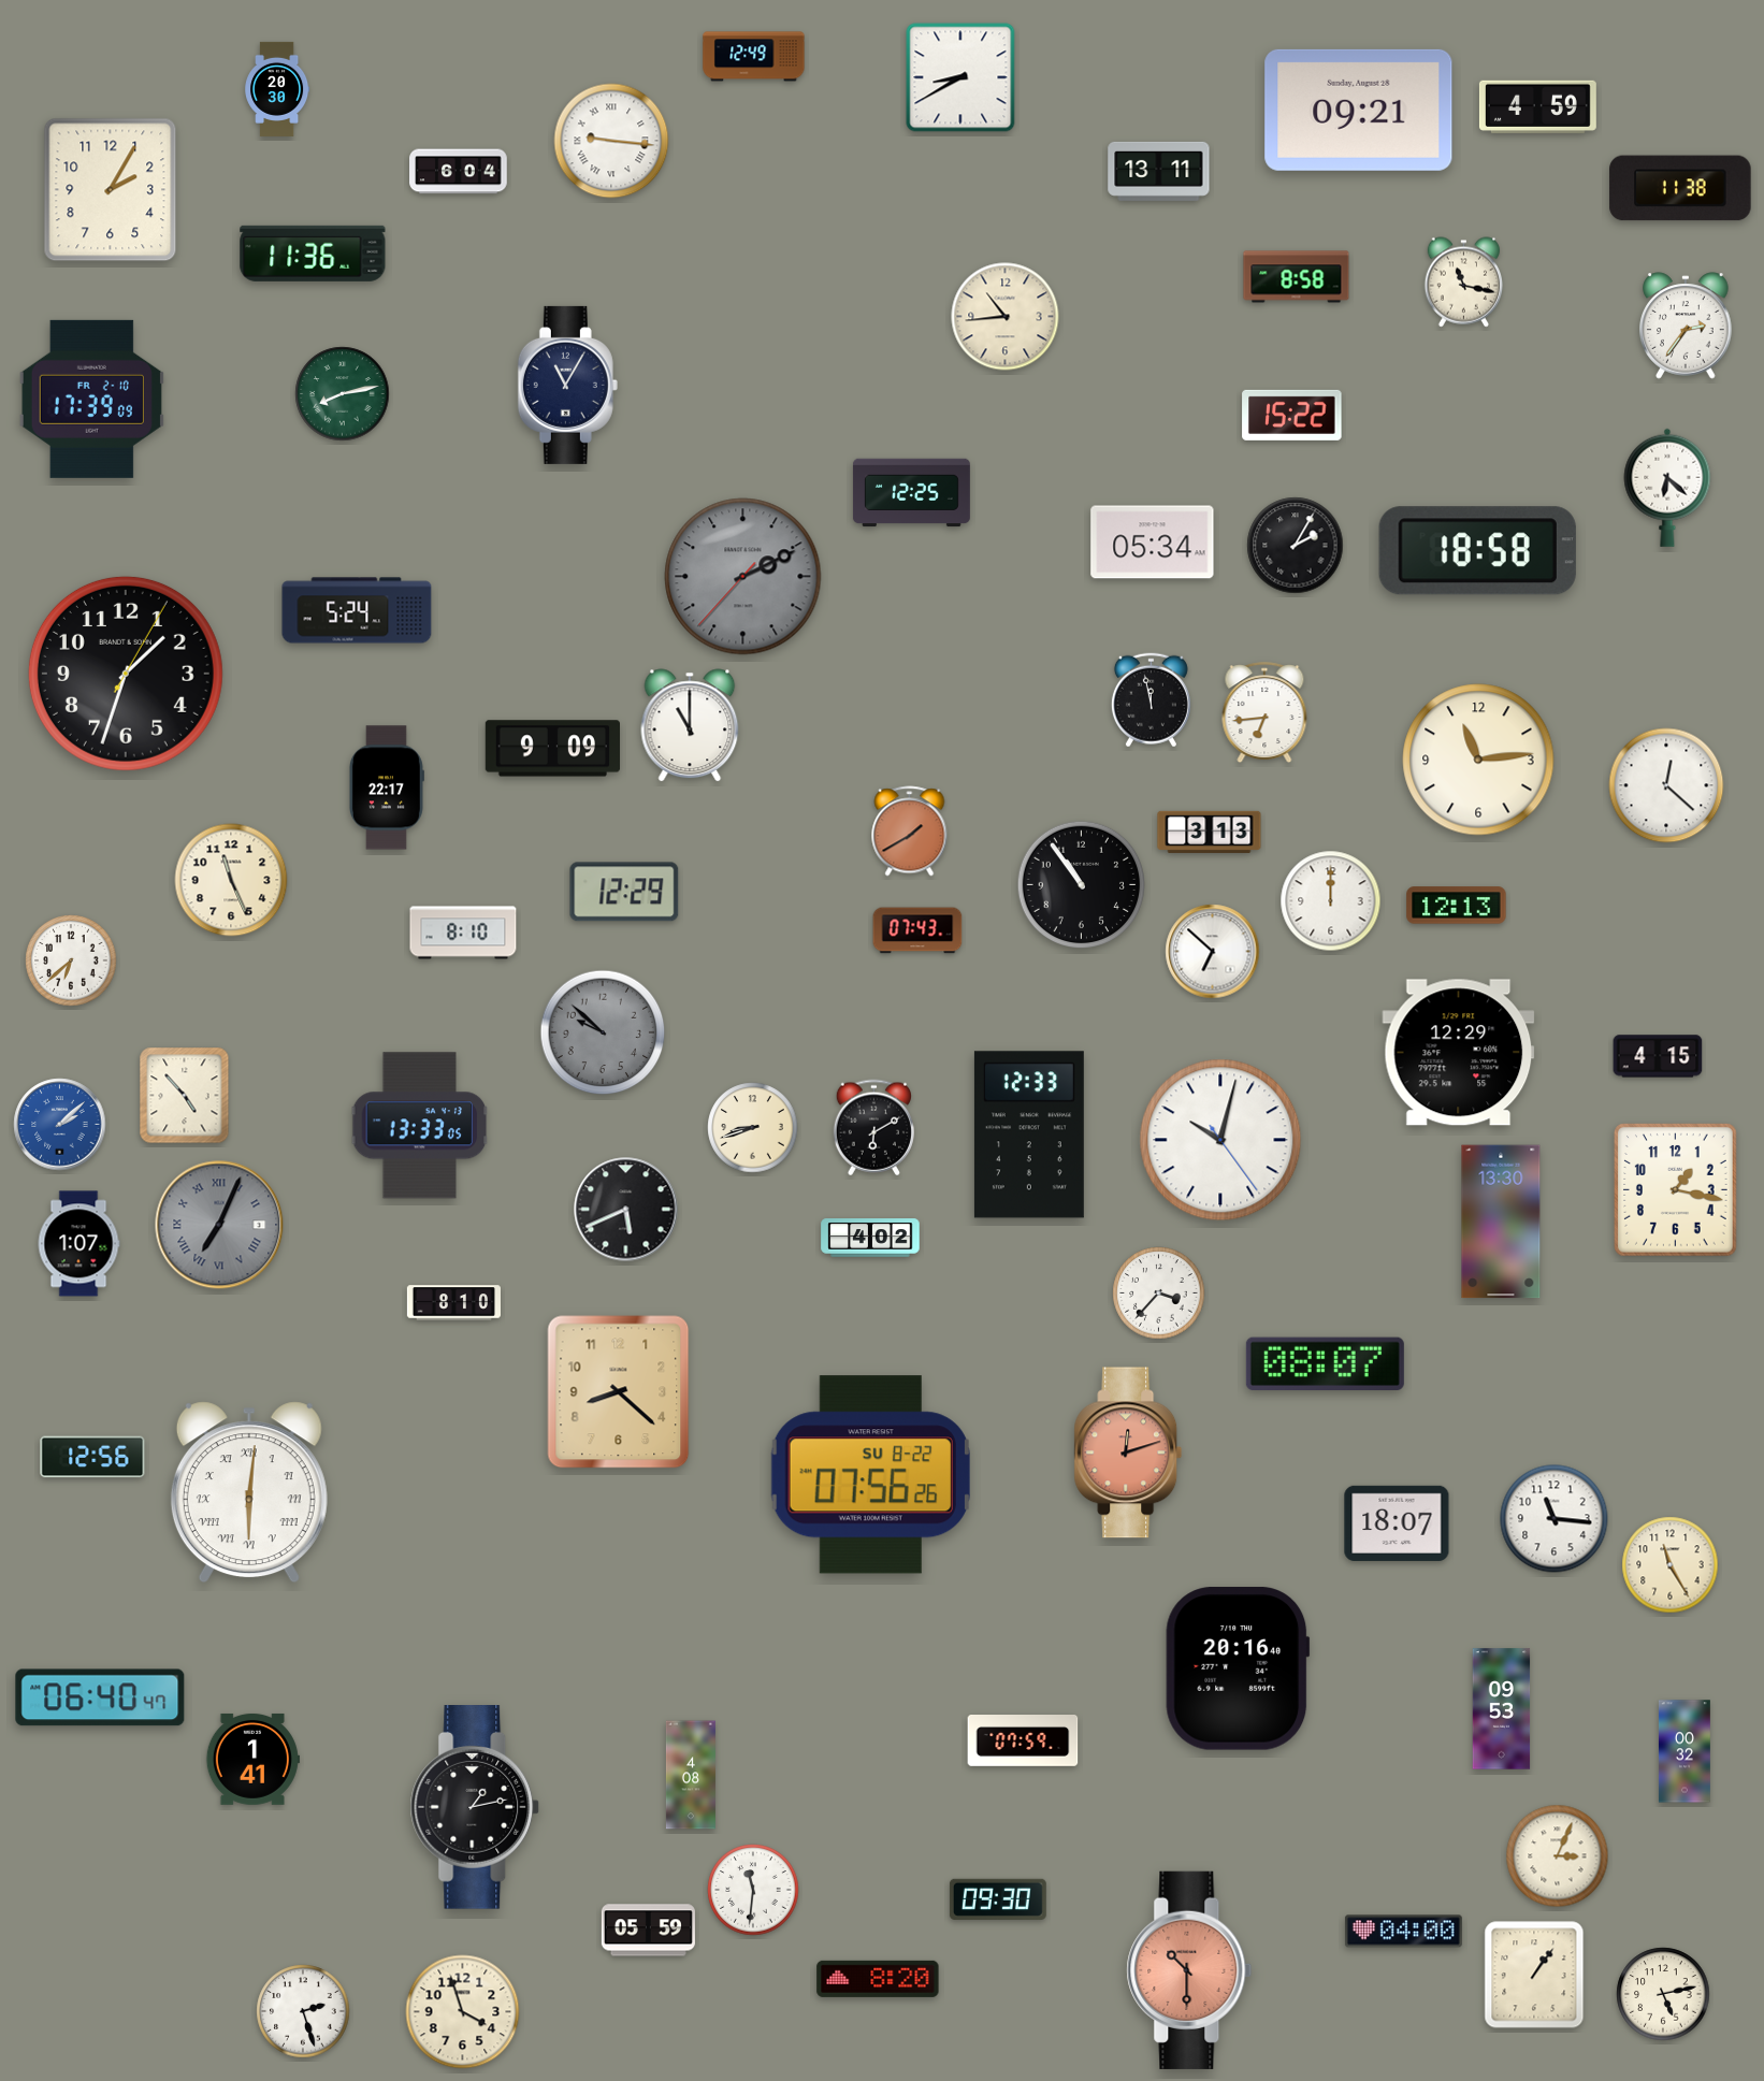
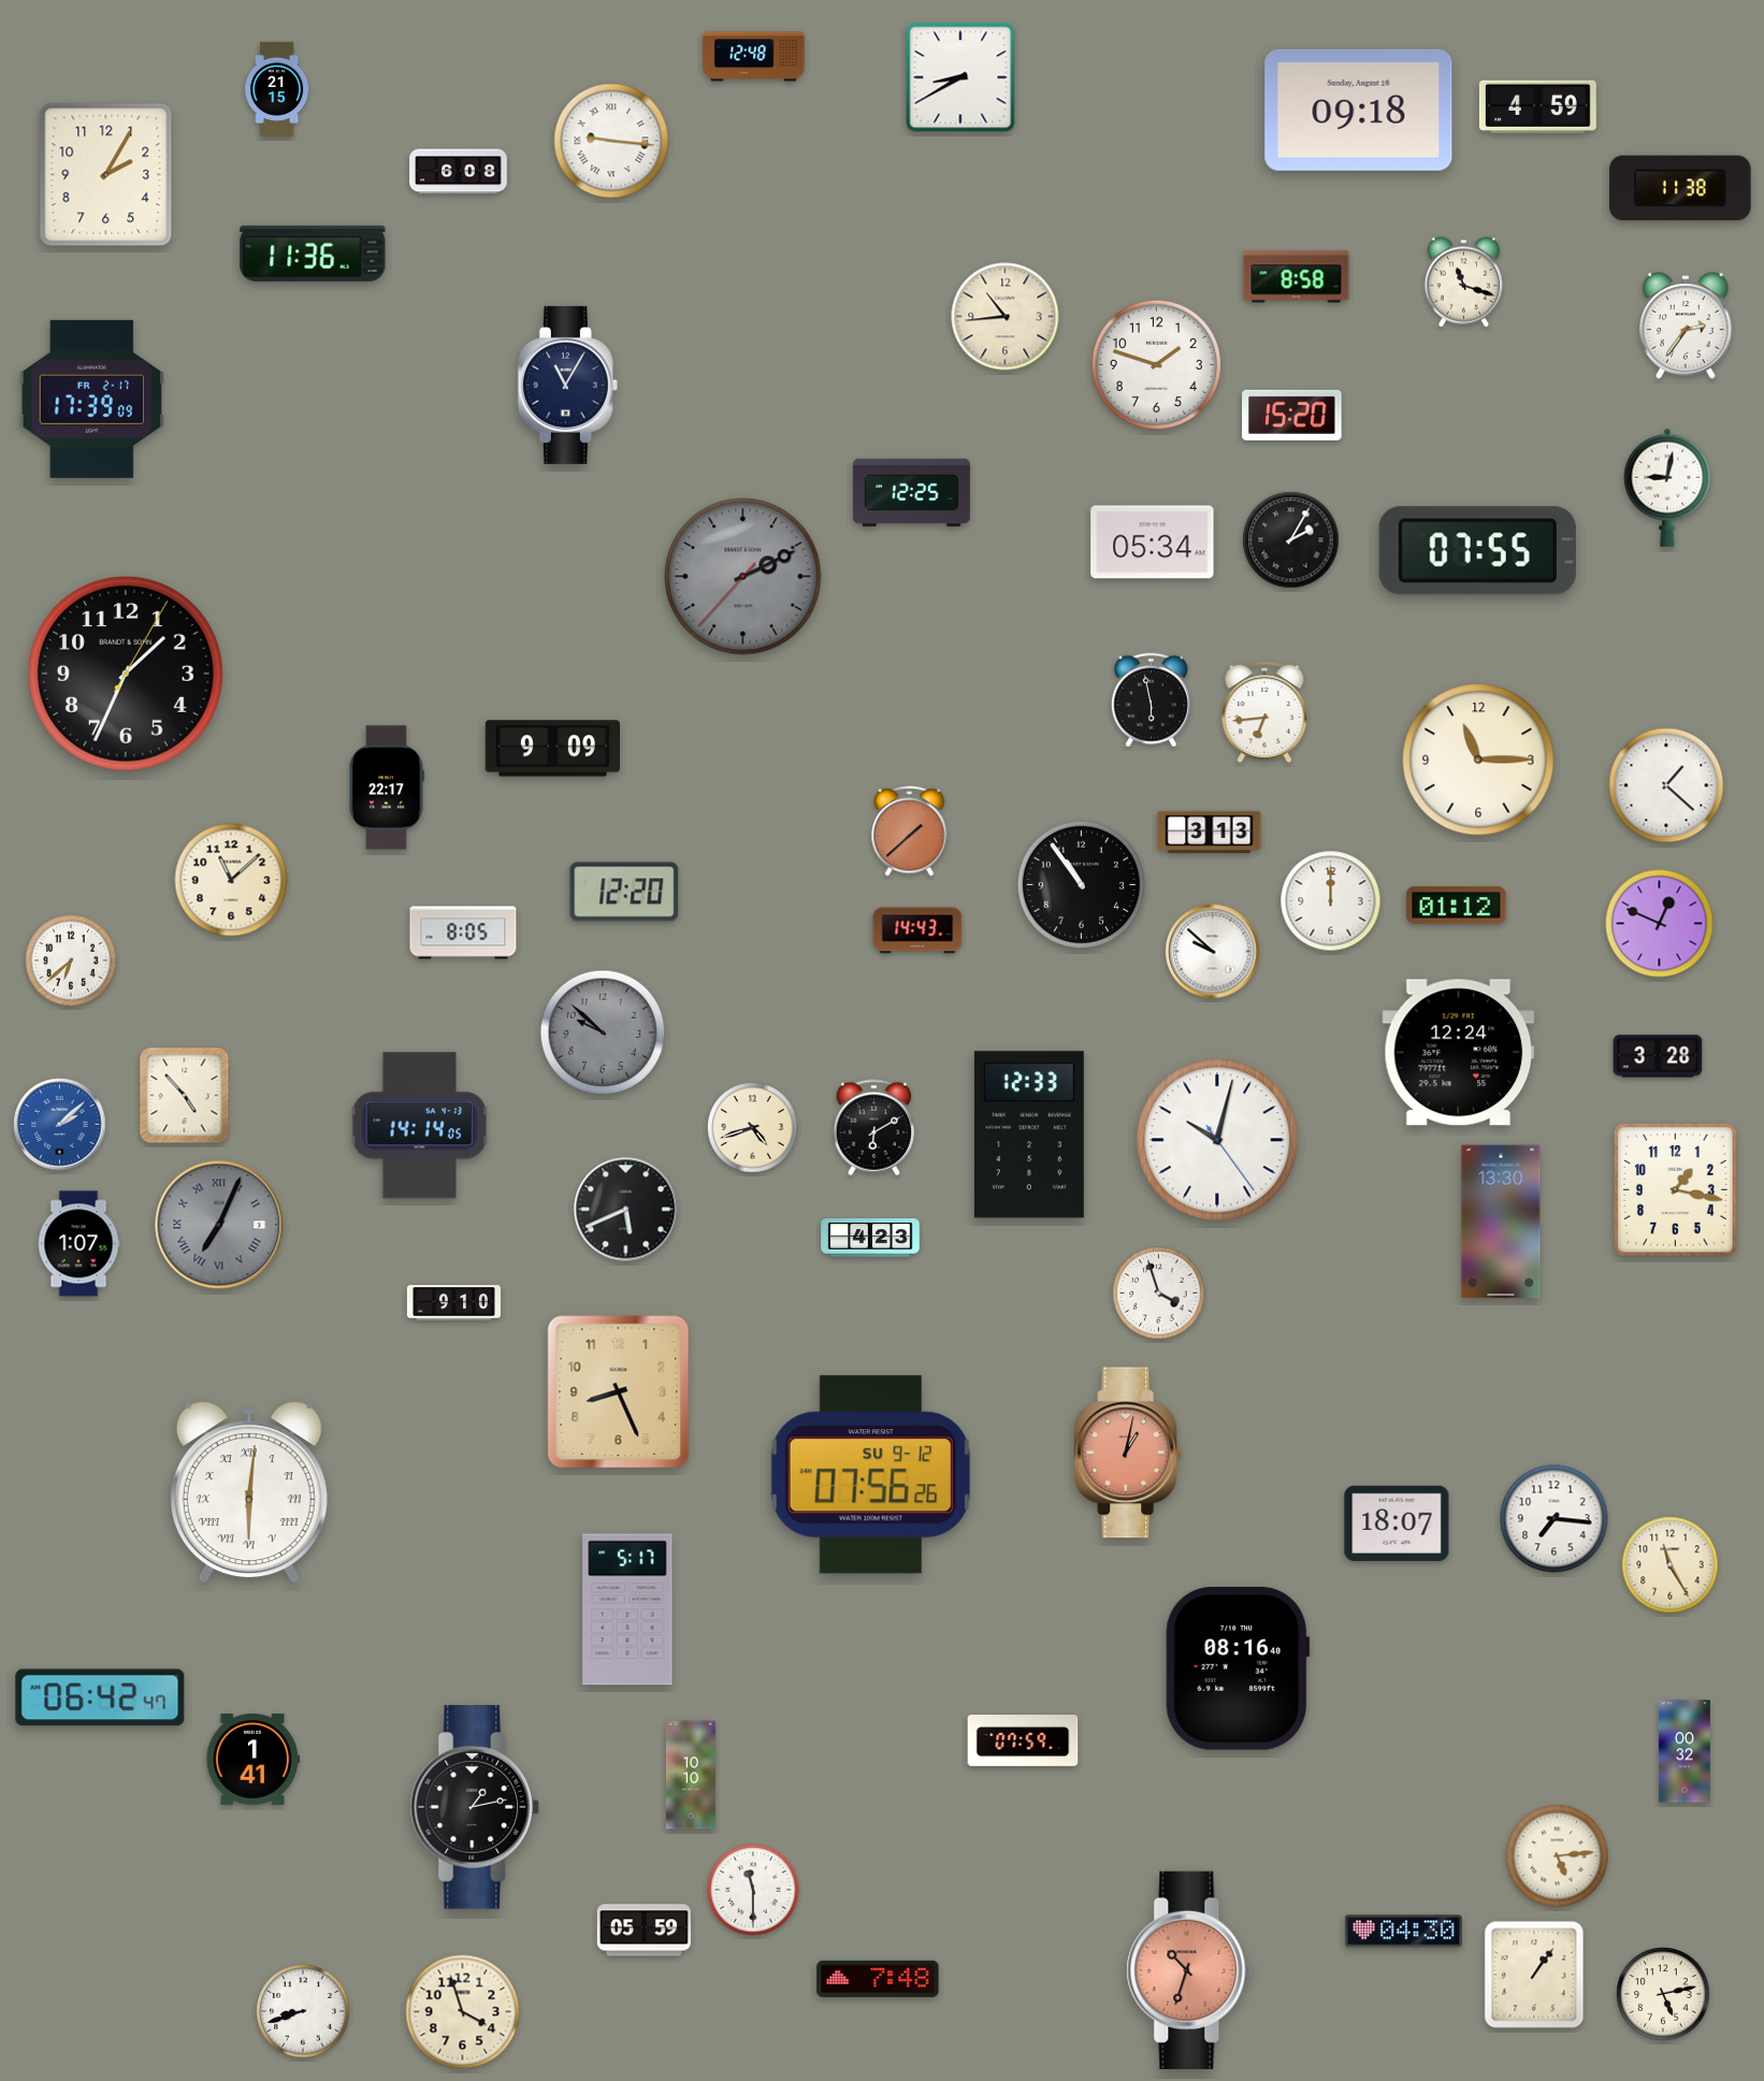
clock at (754, 57): 12:49 -> 12:48
clock at (278, 89): 20:30 -> 21:15
clock at (1359, 110): 09:21 -> 09:18
clock at (1159, 171): 13:11 -> none
clock at (459, 172): 6:04 -> 6:08
clock at (111, 190) position: (111, 190) -> (106, 175)
clock at (1463, 283): 11:17 -> 11:18
clock at (1156, 364): none -> 1:48
clock at (343, 394): 8:13 -> none
clock at (91, 399) date: FR 2-10 -> FR 2-17
clock at (1292, 415): 15:22 -> 15:20
clock at (1667, 488): 6:22 -> 9:02
clock at (1296, 546) position: (1296, 546) -> (1291, 540)
clock at (1477, 551): 18:58 -> 07:55
clock at (357, 610): 5:24 -> none
clock at (126, 674): 1:33 -> 1:34
clock at (1151, 700): 11:58 -> 5:58
clock at (690, 725): 11:00 -> none
clock at (1478, 760): 11:14 -> 11:15
clock at (1666, 785): 12:22 -> 1:22
clock at (910, 832): 1:40 -> 1:38
clock at (231, 880): 11:26 -> 11:08
clock at (624, 892): 12:29 -> 12:20
clock at (1457, 906): 12:13 -> 01:12
clock at (1660, 924): none -> 12:49
clock at (917, 930): 07:43 -> 14:43
clock at (463, 933): 8:10 -> 8:05
clock at (1213, 952): 6:52 -> 9:52
clock at (1459, 1053): 12:29 -> 12:24
clock at (1658, 1056): 4:15 -> 3:28
clock at (420, 1126): 13:33 -> 14:14
clock at (753, 1128): 8:42 -> 4:42
clock at (1220, 1140) position: (1220, 1140) -> (1217, 1140)
clock at (870, 1238): 4:02 -> 4:23
clock at (1159, 1294): 3:37 -> 3:57
clock at (453, 1303): 8:10 -> 9:10
clock at (1325, 1363): 08:07 -> none
clock at (619, 1392): 8:22 -> 8:26
clock at (1128, 1453): 12:12 -> 1:02
clock at (92, 1457): 12:56 -> none
clock at (870, 1475) date: SU 8-22 -> SU 9-12
clock at (1555, 1519): 11:16 -> 7:16
clock at (627, 1609): none -> 5:17
clock at (1238, 1668): 20:16 -> 08:16
clock at (100, 1697): 06:40 -> 06:42
clock at (1502, 1709): 09:53 -> none
clock at (691, 1775): 4:08 -> 10:10
clock at (1558, 1856): 3:04 -> 5:14
clock at (753, 1890): 11:31 -> 11:30
clock at (998, 1899): 09:30 -> none
clock at (648, 1931) position: (648, 1931) -> (644, 1931)
clock at (1403, 1932): 04:00 -> 04:30
clock at (1189, 1970): 10:30 -> 10:33
clock at (878, 1979): 8:20 -> 7:48
clock at (303, 2011): 2:27 -> 8:42
